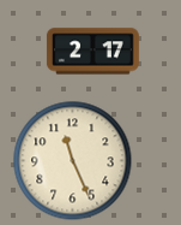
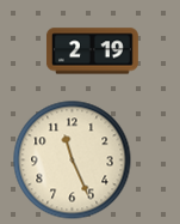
clock at (92, 52): 2:17 -> 2:19
